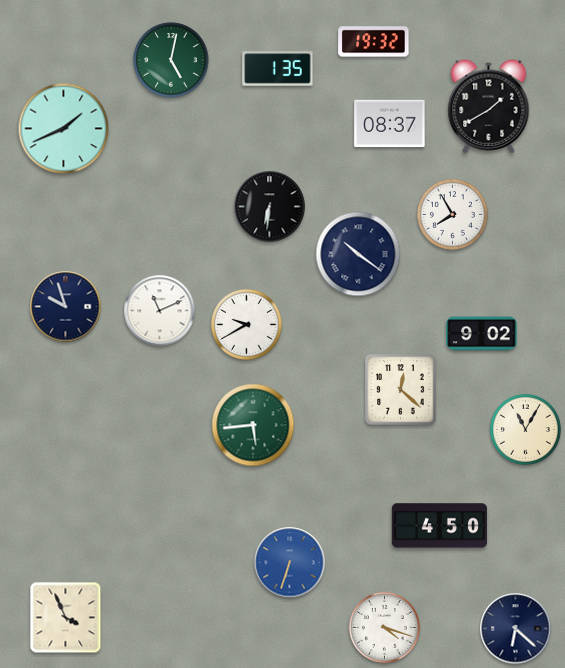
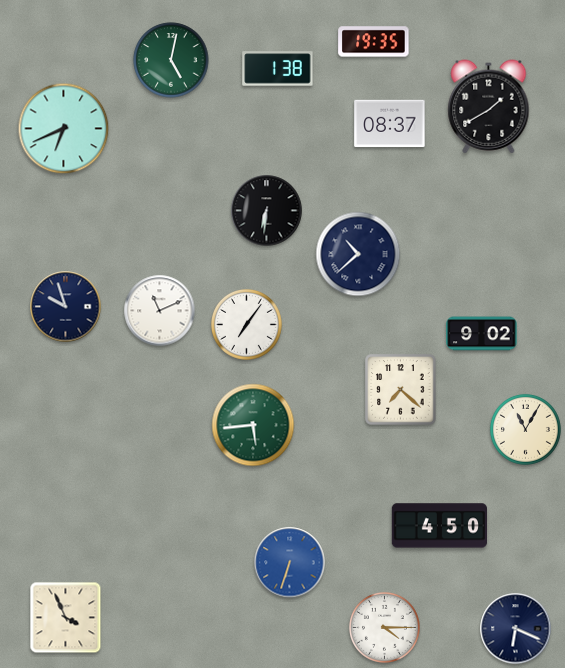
clock at (374, 42): 19:32 -> 19:35
clock at (278, 69): 1:35 -> 1:38
clock at (64, 129): 1:41 -> 6:41
clock at (270, 207) position: (270, 207) -> (267, 211)
clock at (452, 214): 7:55 -> none
clock at (358, 254): 10:21 -> 10:38
clock at (246, 324): 9:40 -> 7:06
clock at (401, 390): 12:22 -> 7:22
clock at (384, 627): 4:18 -> 4:15
clock at (516, 629): 6:22 -> 6:19
